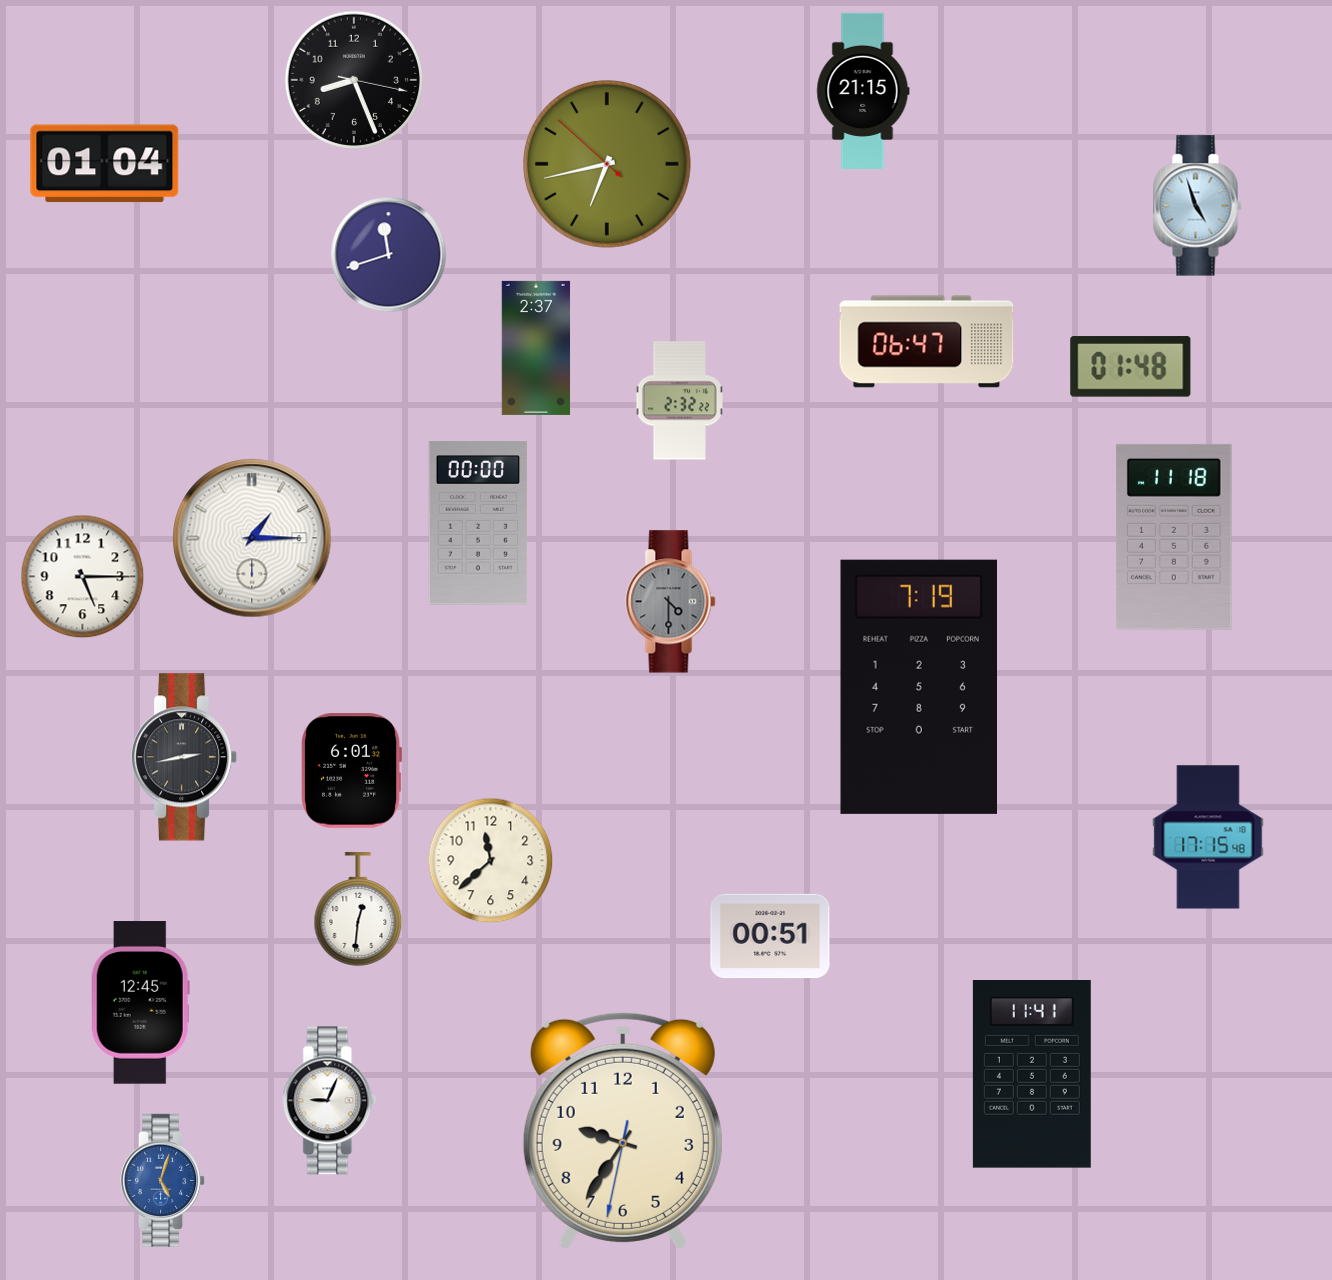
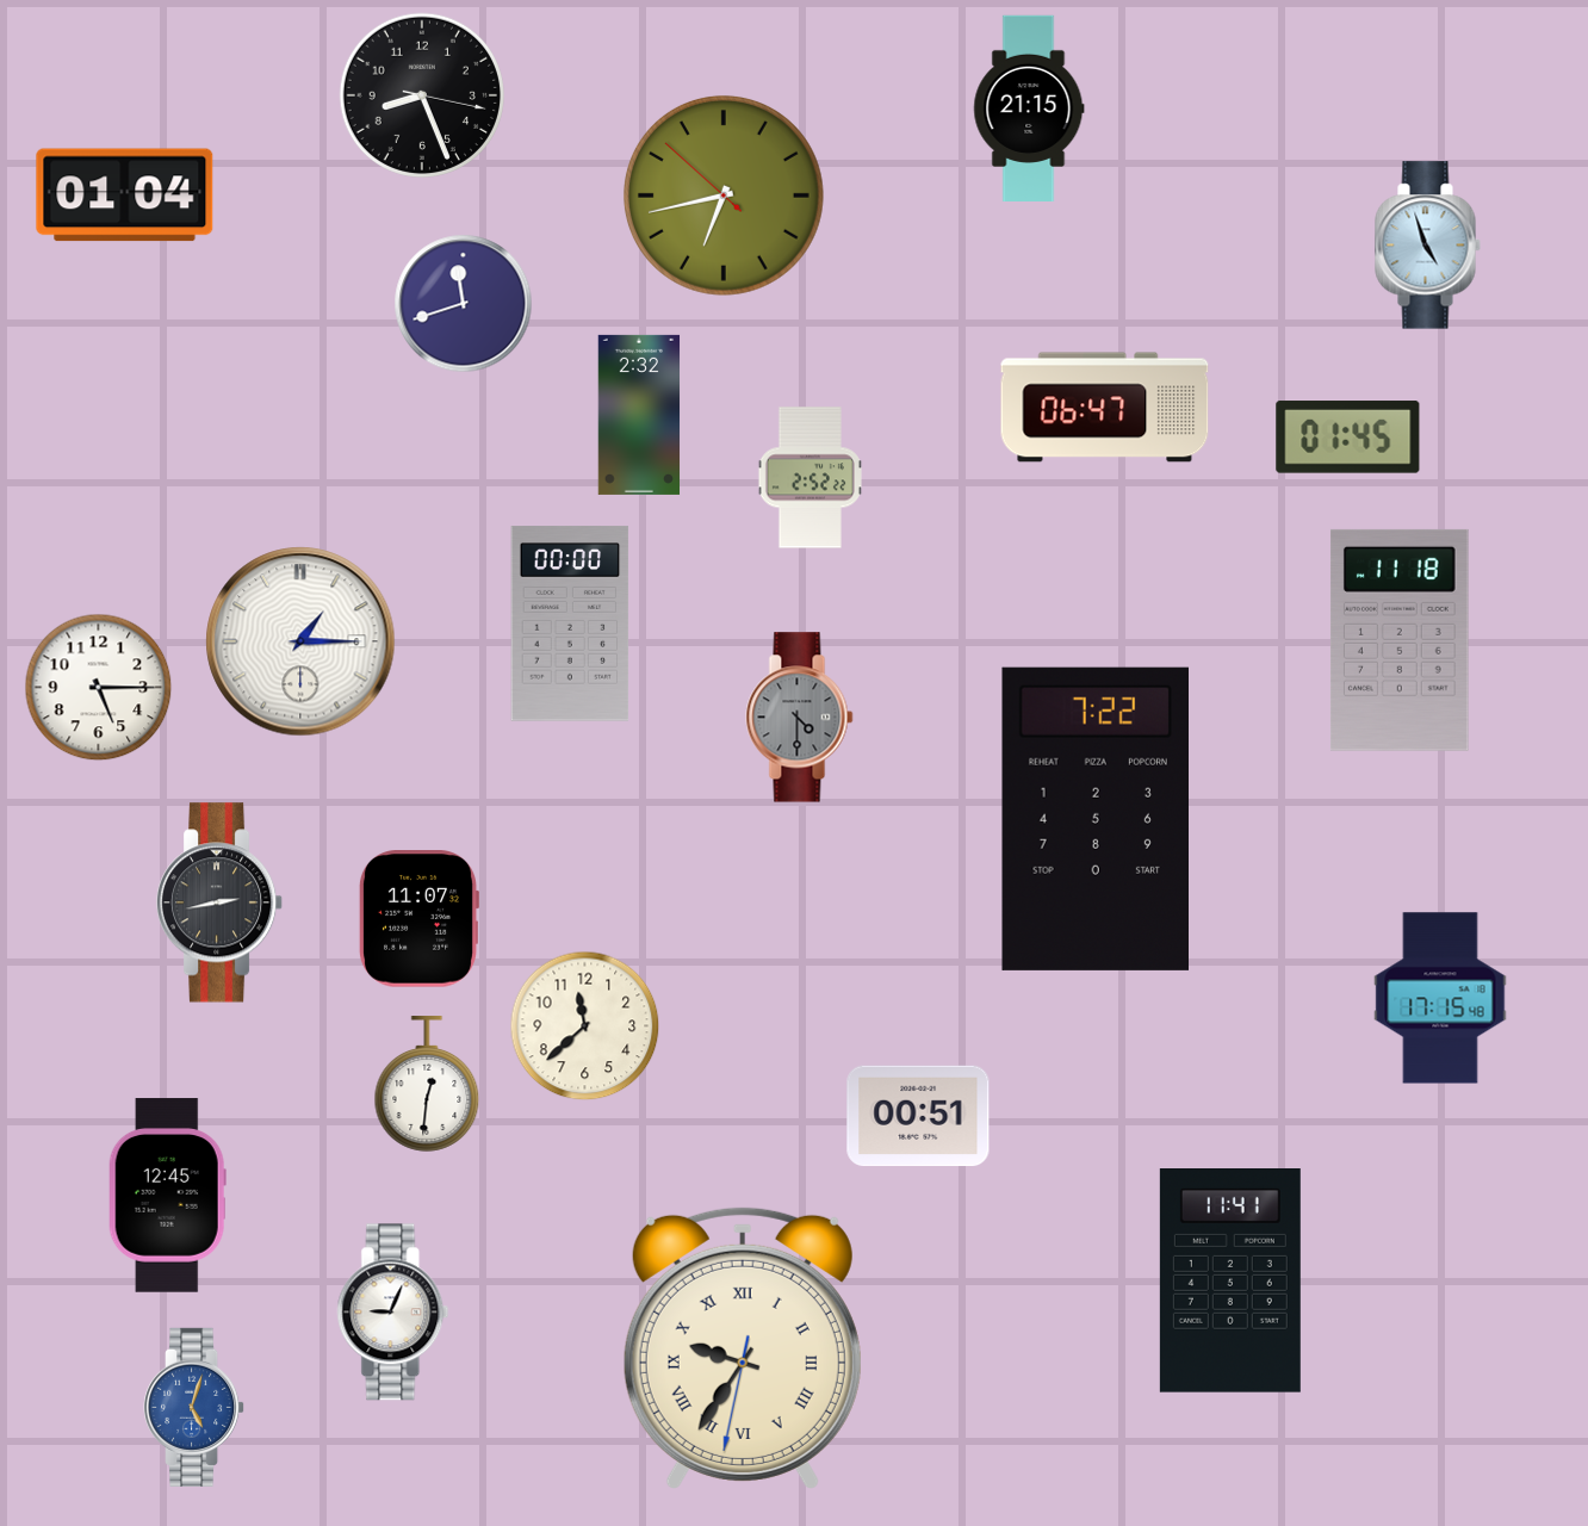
clock at (536, 348): 2:37 -> 2:32
clock at (1131, 367): 01:48 -> 01:45
clock at (679, 401): 2:32 -> 2:52
clock at (918, 687): 7:19 -> 7:22
clock at (350, 771): 6:01 -> 11:07
clock at (623, 1131) numerals: Arabic -> Roman
